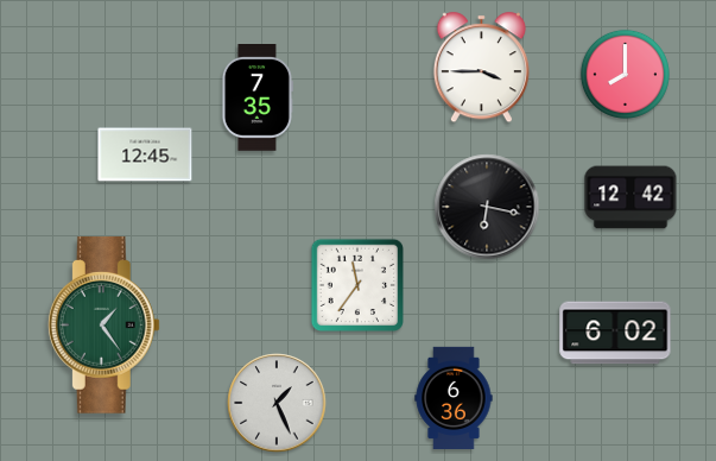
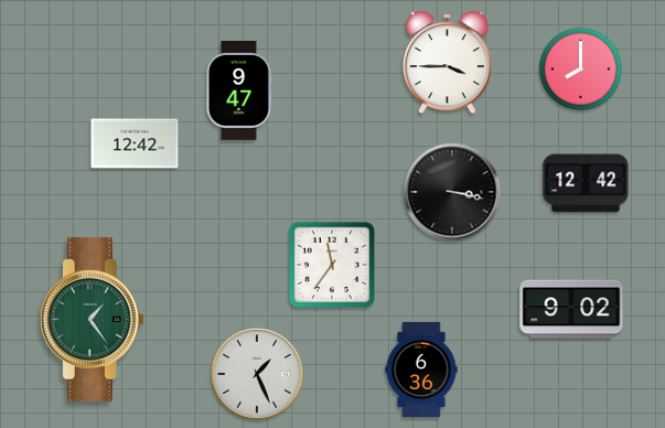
clock at (258, 99): 7:35 -> 9:47
clock at (145, 154): 12:45 -> 12:42
clock at (487, 207): 6:17 -> 3:17
clock at (103, 324) position: (103, 324) -> (92, 319)
clock at (615, 333): 6:02 -> 9:02
